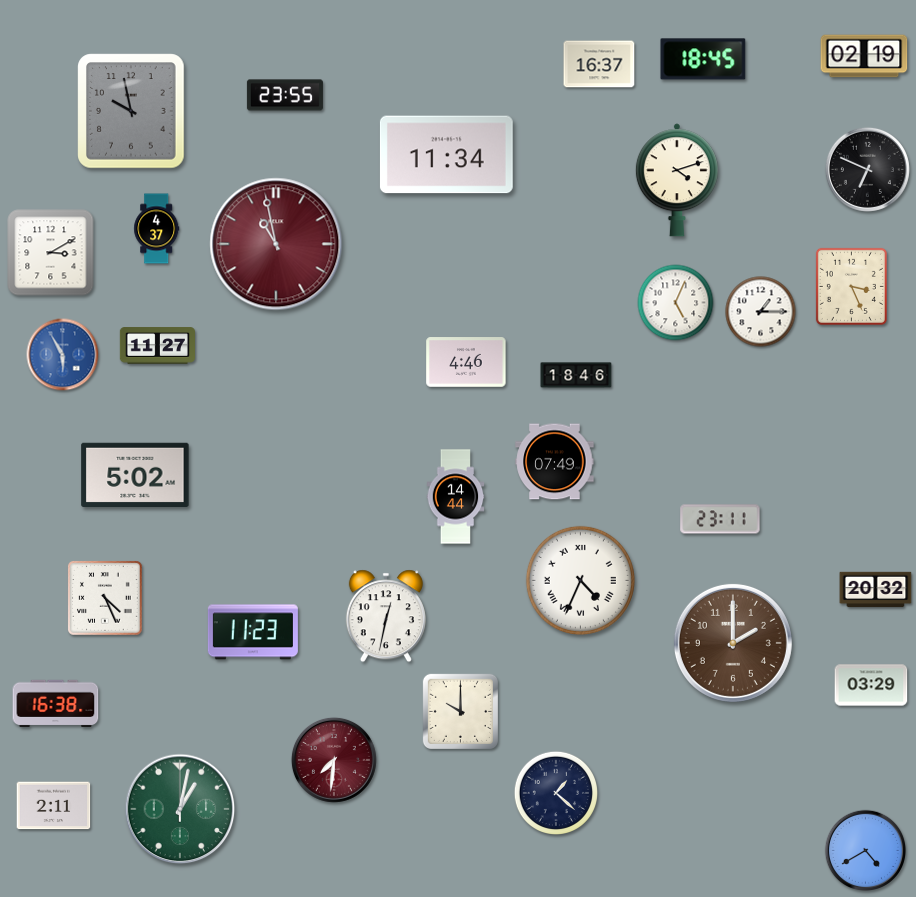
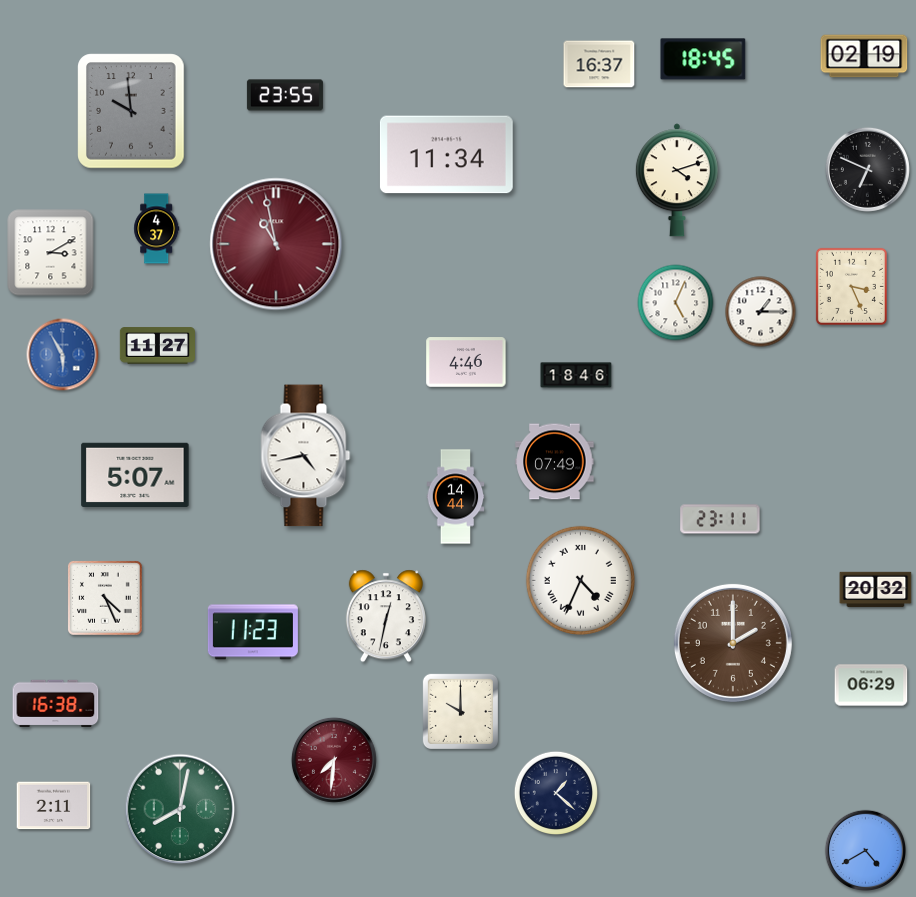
clock at (131, 111): 9:58 -> 9:59
clock at (306, 456): none -> 4:43
clock at (135, 474): 5:02 -> 5:07
clock at (871, 685): 03:29 -> 06:29
clock at (180, 809): 1:02 -> 8:02
